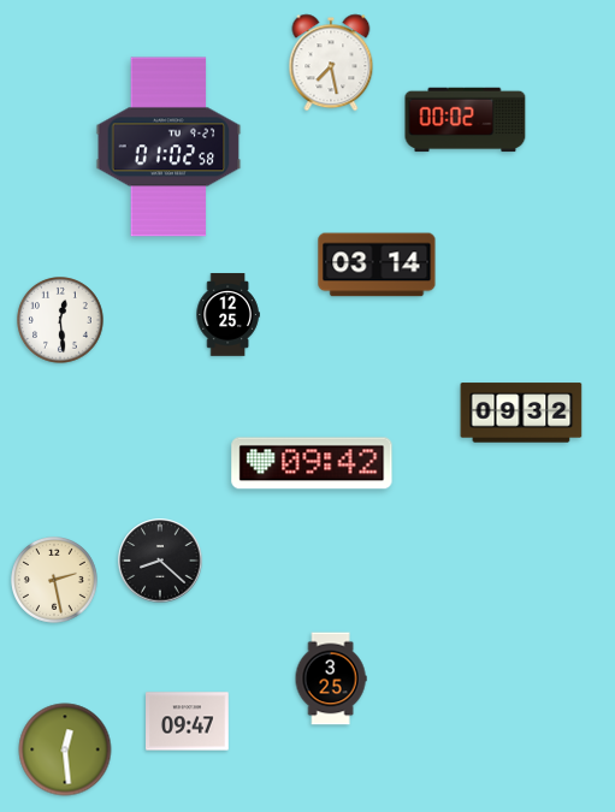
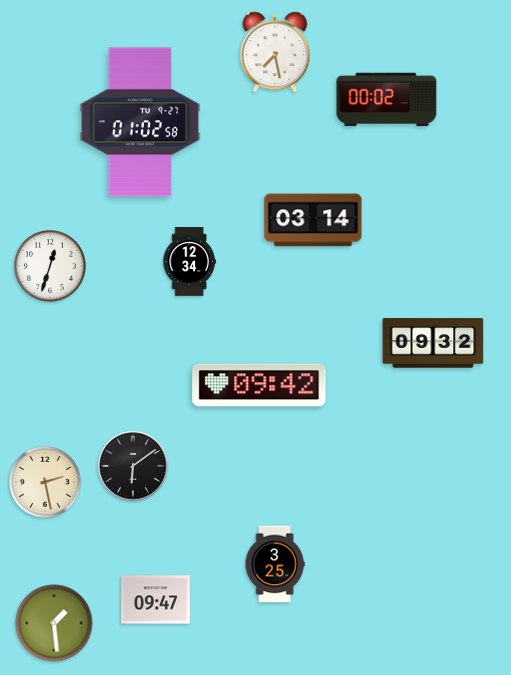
clock at (227, 315): 12:25 -> 12:34
clock at (61, 321): 12:29 -> 12:33
clock at (160, 561): 8:22 -> 6:09
clock at (65, 749): 12:29 -> 1:29
